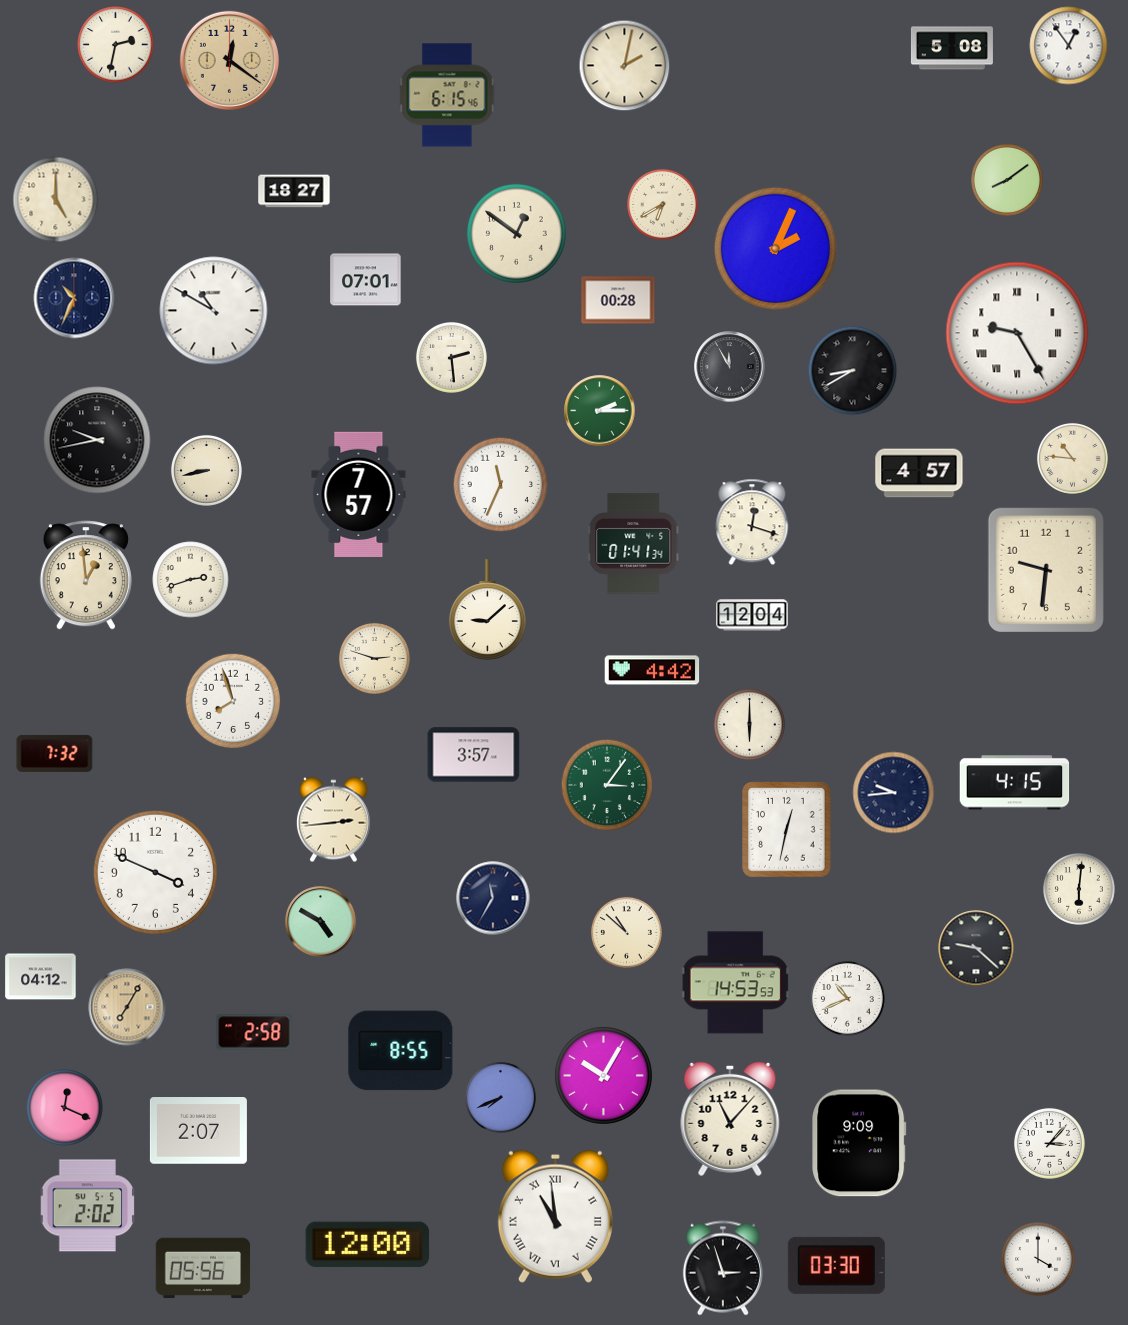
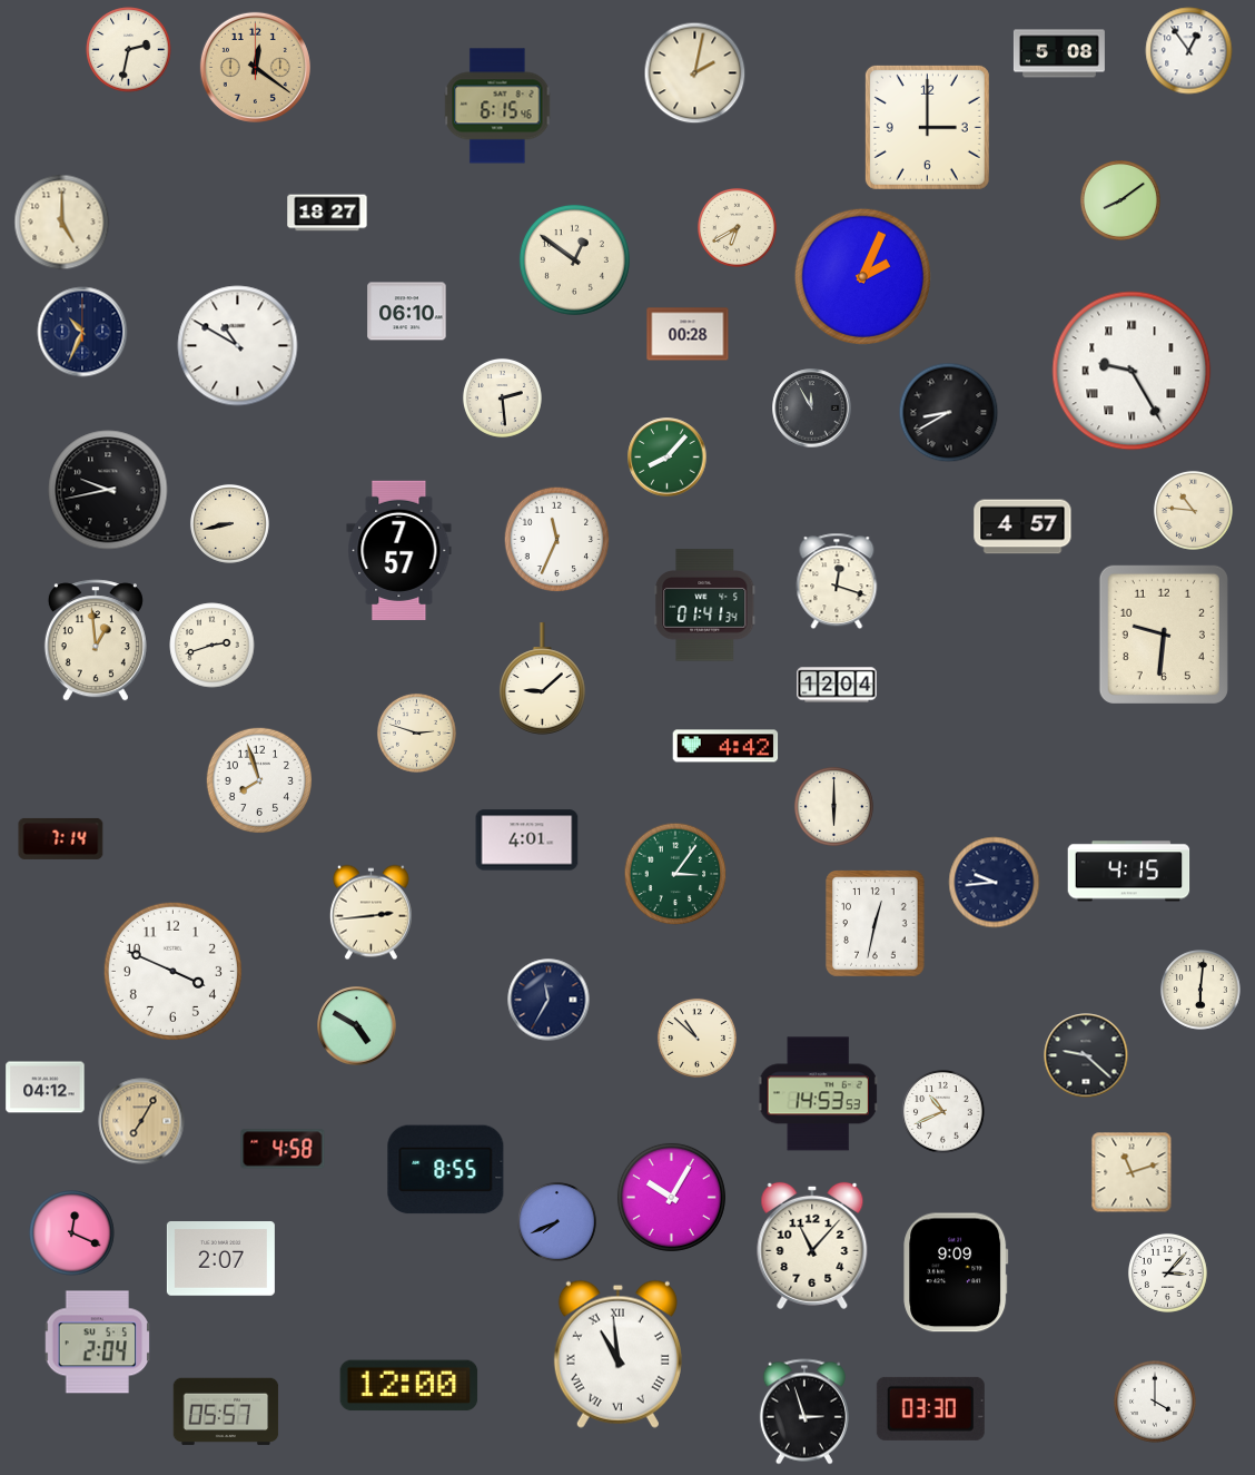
clock at (927, 127): none -> 3:00
clock at (366, 280): 07:01 -> 06:10
clock at (600, 411): 2:15 -> 8:07
clock at (55, 753): 7:32 -> 7:14
clock at (474, 755): 3:57 -> 4:01
clock at (254, 1032): 2:58 -> 4:58
clock at (1132, 1172): none -> 11:12
clock at (88, 1206): 2:02 -> 2:04
clock at (203, 1268): 05:56 -> 05:57
